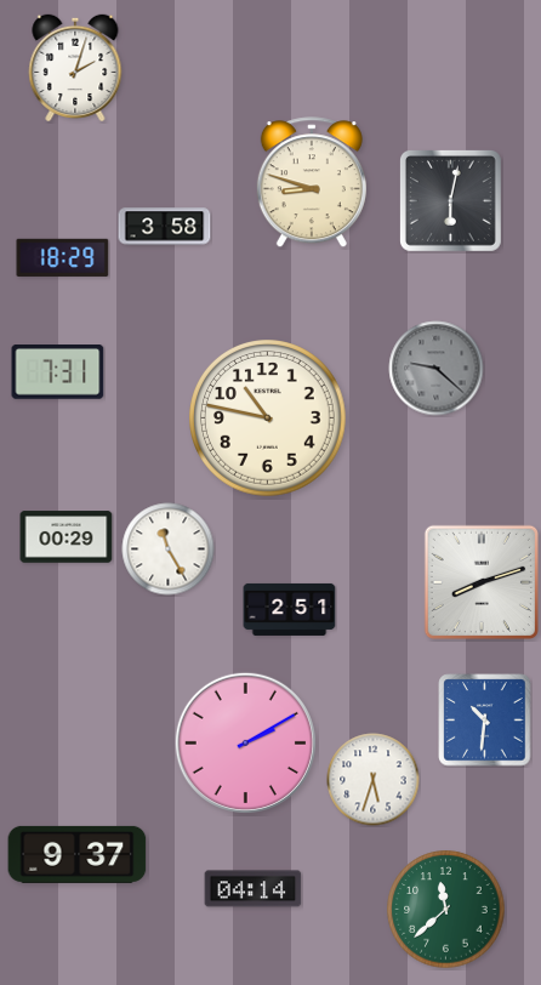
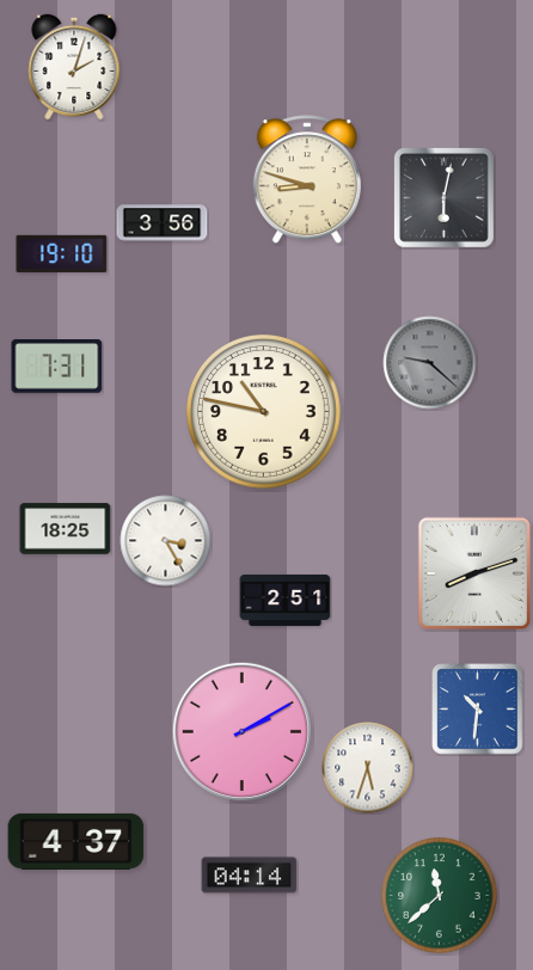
clock at (165, 227): 3:58 -> 3:56
clock at (63, 257): 18:29 -> 19:10
clock at (67, 537): 00:29 -> 18:25
clock at (169, 550): 11:25 -> 3:25
clock at (78, 854): 9:37 -> 4:37
